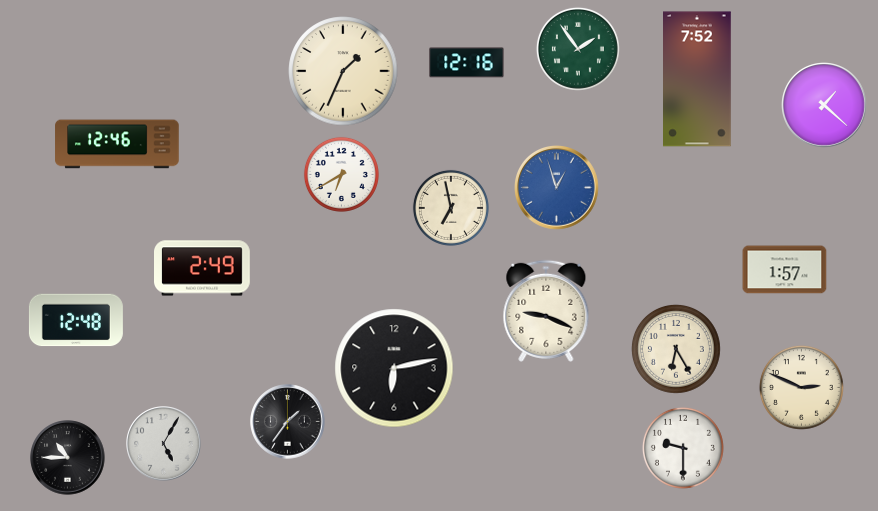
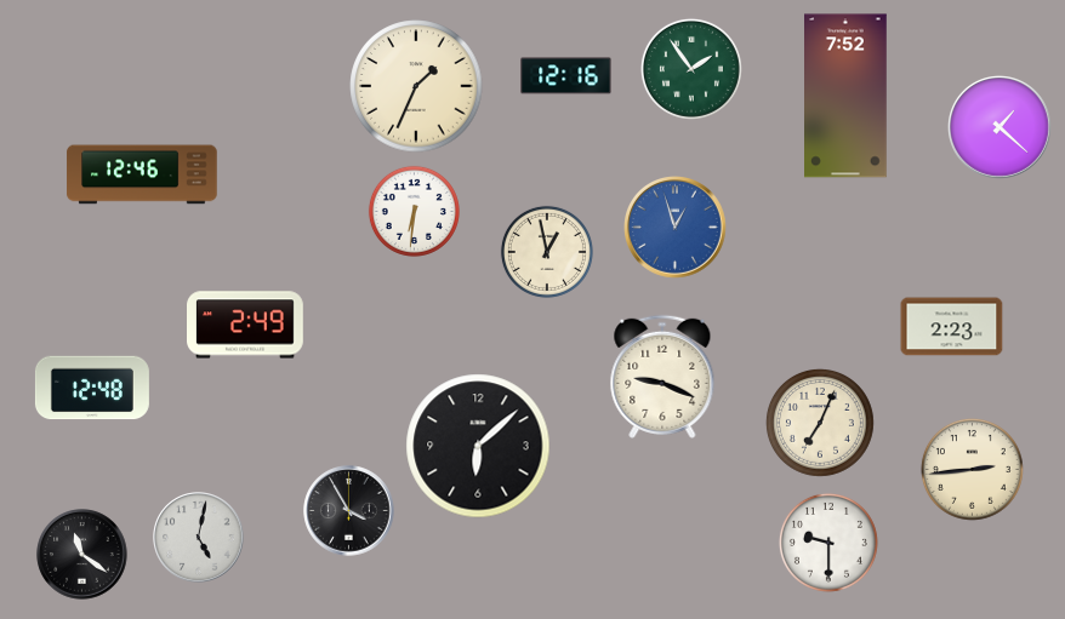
clock at (578, 49) position: (578, 49) -> (691, 69)
clock at (341, 174): 6:40 -> 6:31
clock at (451, 208): 6:58 -> 12:58
clock at (785, 270): 1:57 -> 2:23
clock at (676, 349): 6:25 -> 7:04
clock at (394, 368): 6:13 -> 6:08
clock at (801, 387): 2:49 -> 2:44
clock at (288, 422): 1:36 -> 3:55
clock at (164, 444): 5:05 -> 5:02
clock at (68, 458): 10:45 -> 11:21
